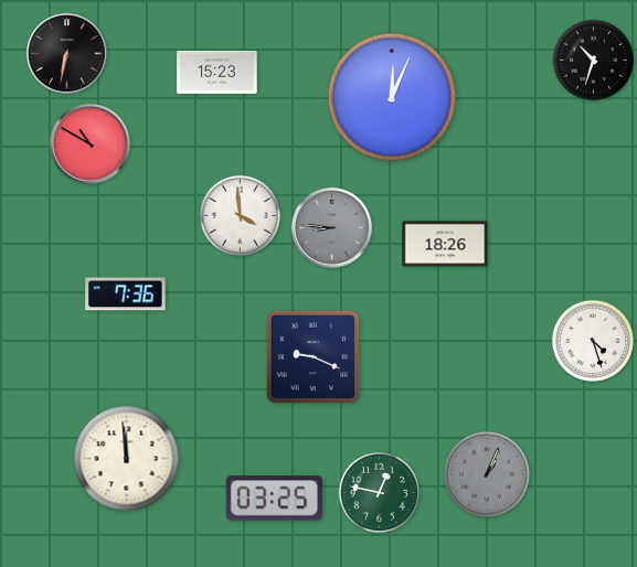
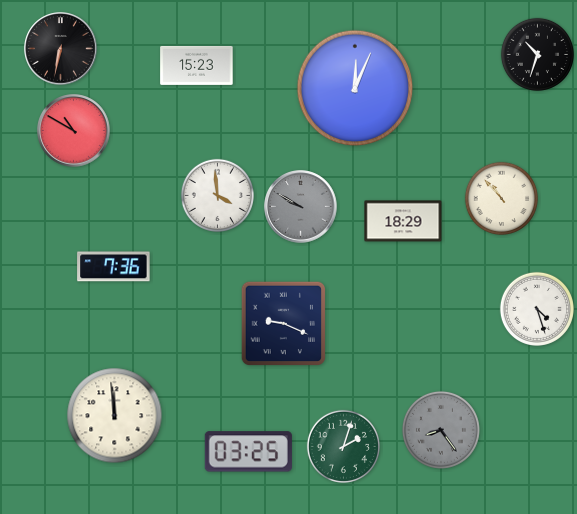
clock at (91, 145) position: (91, 145) -> (74, 131)
clock at (501, 198): none -> 10:53
clock at (332, 228): 8:46 -> 9:50
clock at (445, 244): 18:26 -> 18:29
clock at (487, 474): 1:04 -> 8:24
clock at (379, 492): 12:47 -> 2:03
